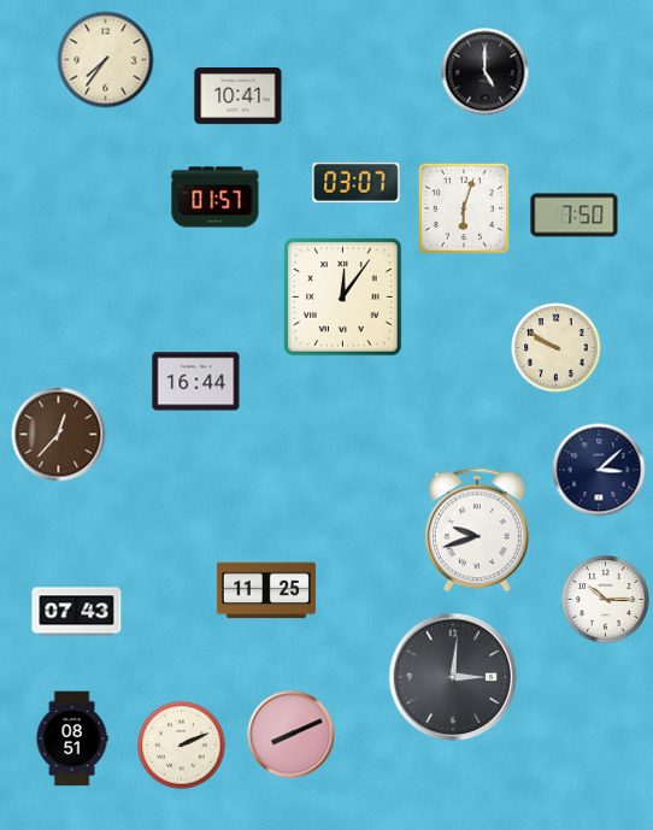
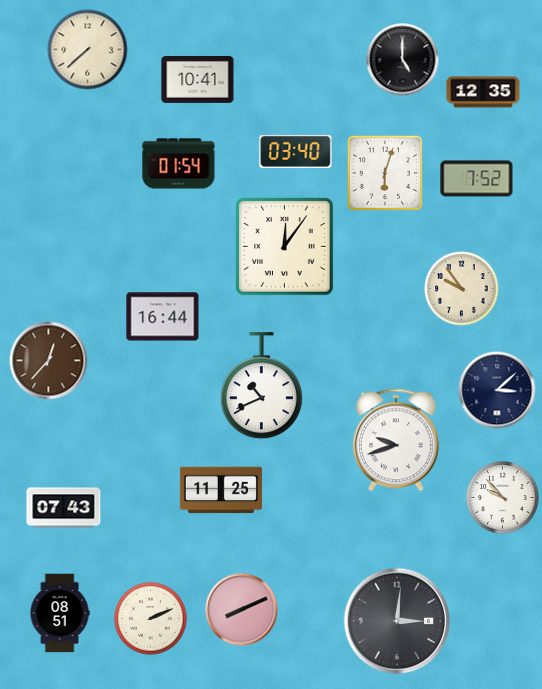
clock at (106, 60): 7:36 -> 7:38
clock at (483, 92): none -> 12:35
clock at (357, 182): 03:07 -> 03:40
clock at (216, 198): 01:57 -> 01:54
clock at (575, 216): 7:50 -> 7:52
clock at (557, 348): 9:50 -> 9:54
clock at (261, 386): none -> 10:41
clock at (606, 600): 10:15 -> 9:53
clock at (453, 677) position: (453, 677) -> (397, 621)
